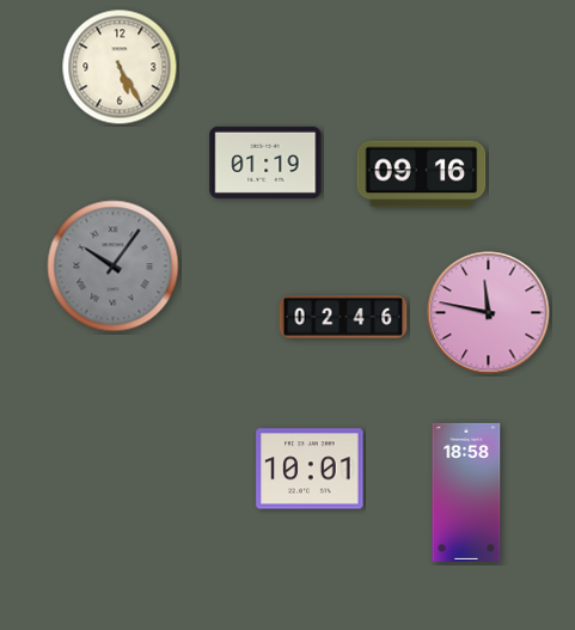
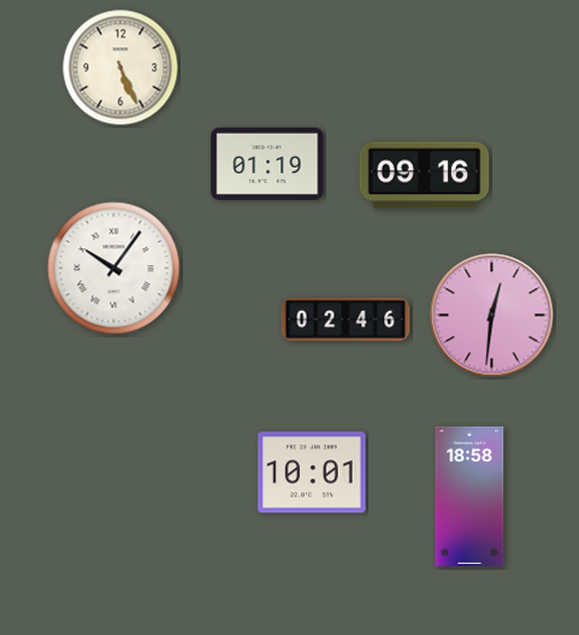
clock at (120, 67): 5:25 -> 5:26
clock at (114, 267) dial: grey -> white
clock at (489, 313): 11:47 -> 12:31
